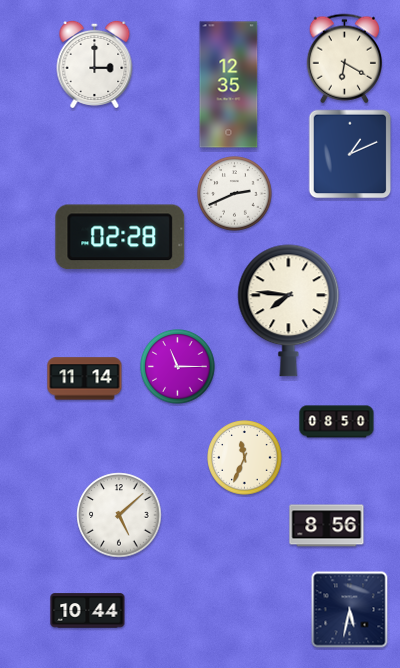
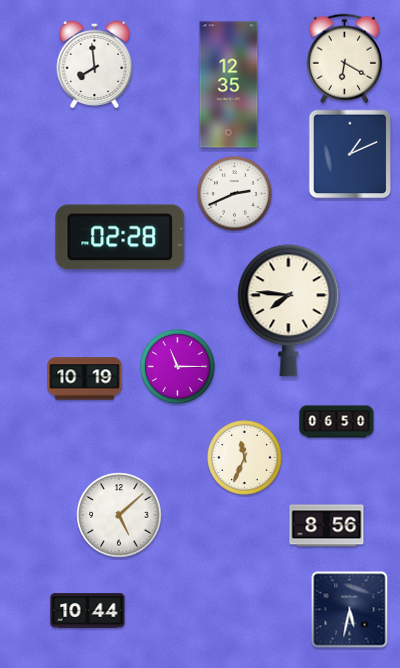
clock at (95, 64): 3:00 -> 7:59
clock at (85, 379): 11:14 -> 10:19
clock at (337, 422): 08:50 -> 06:50
